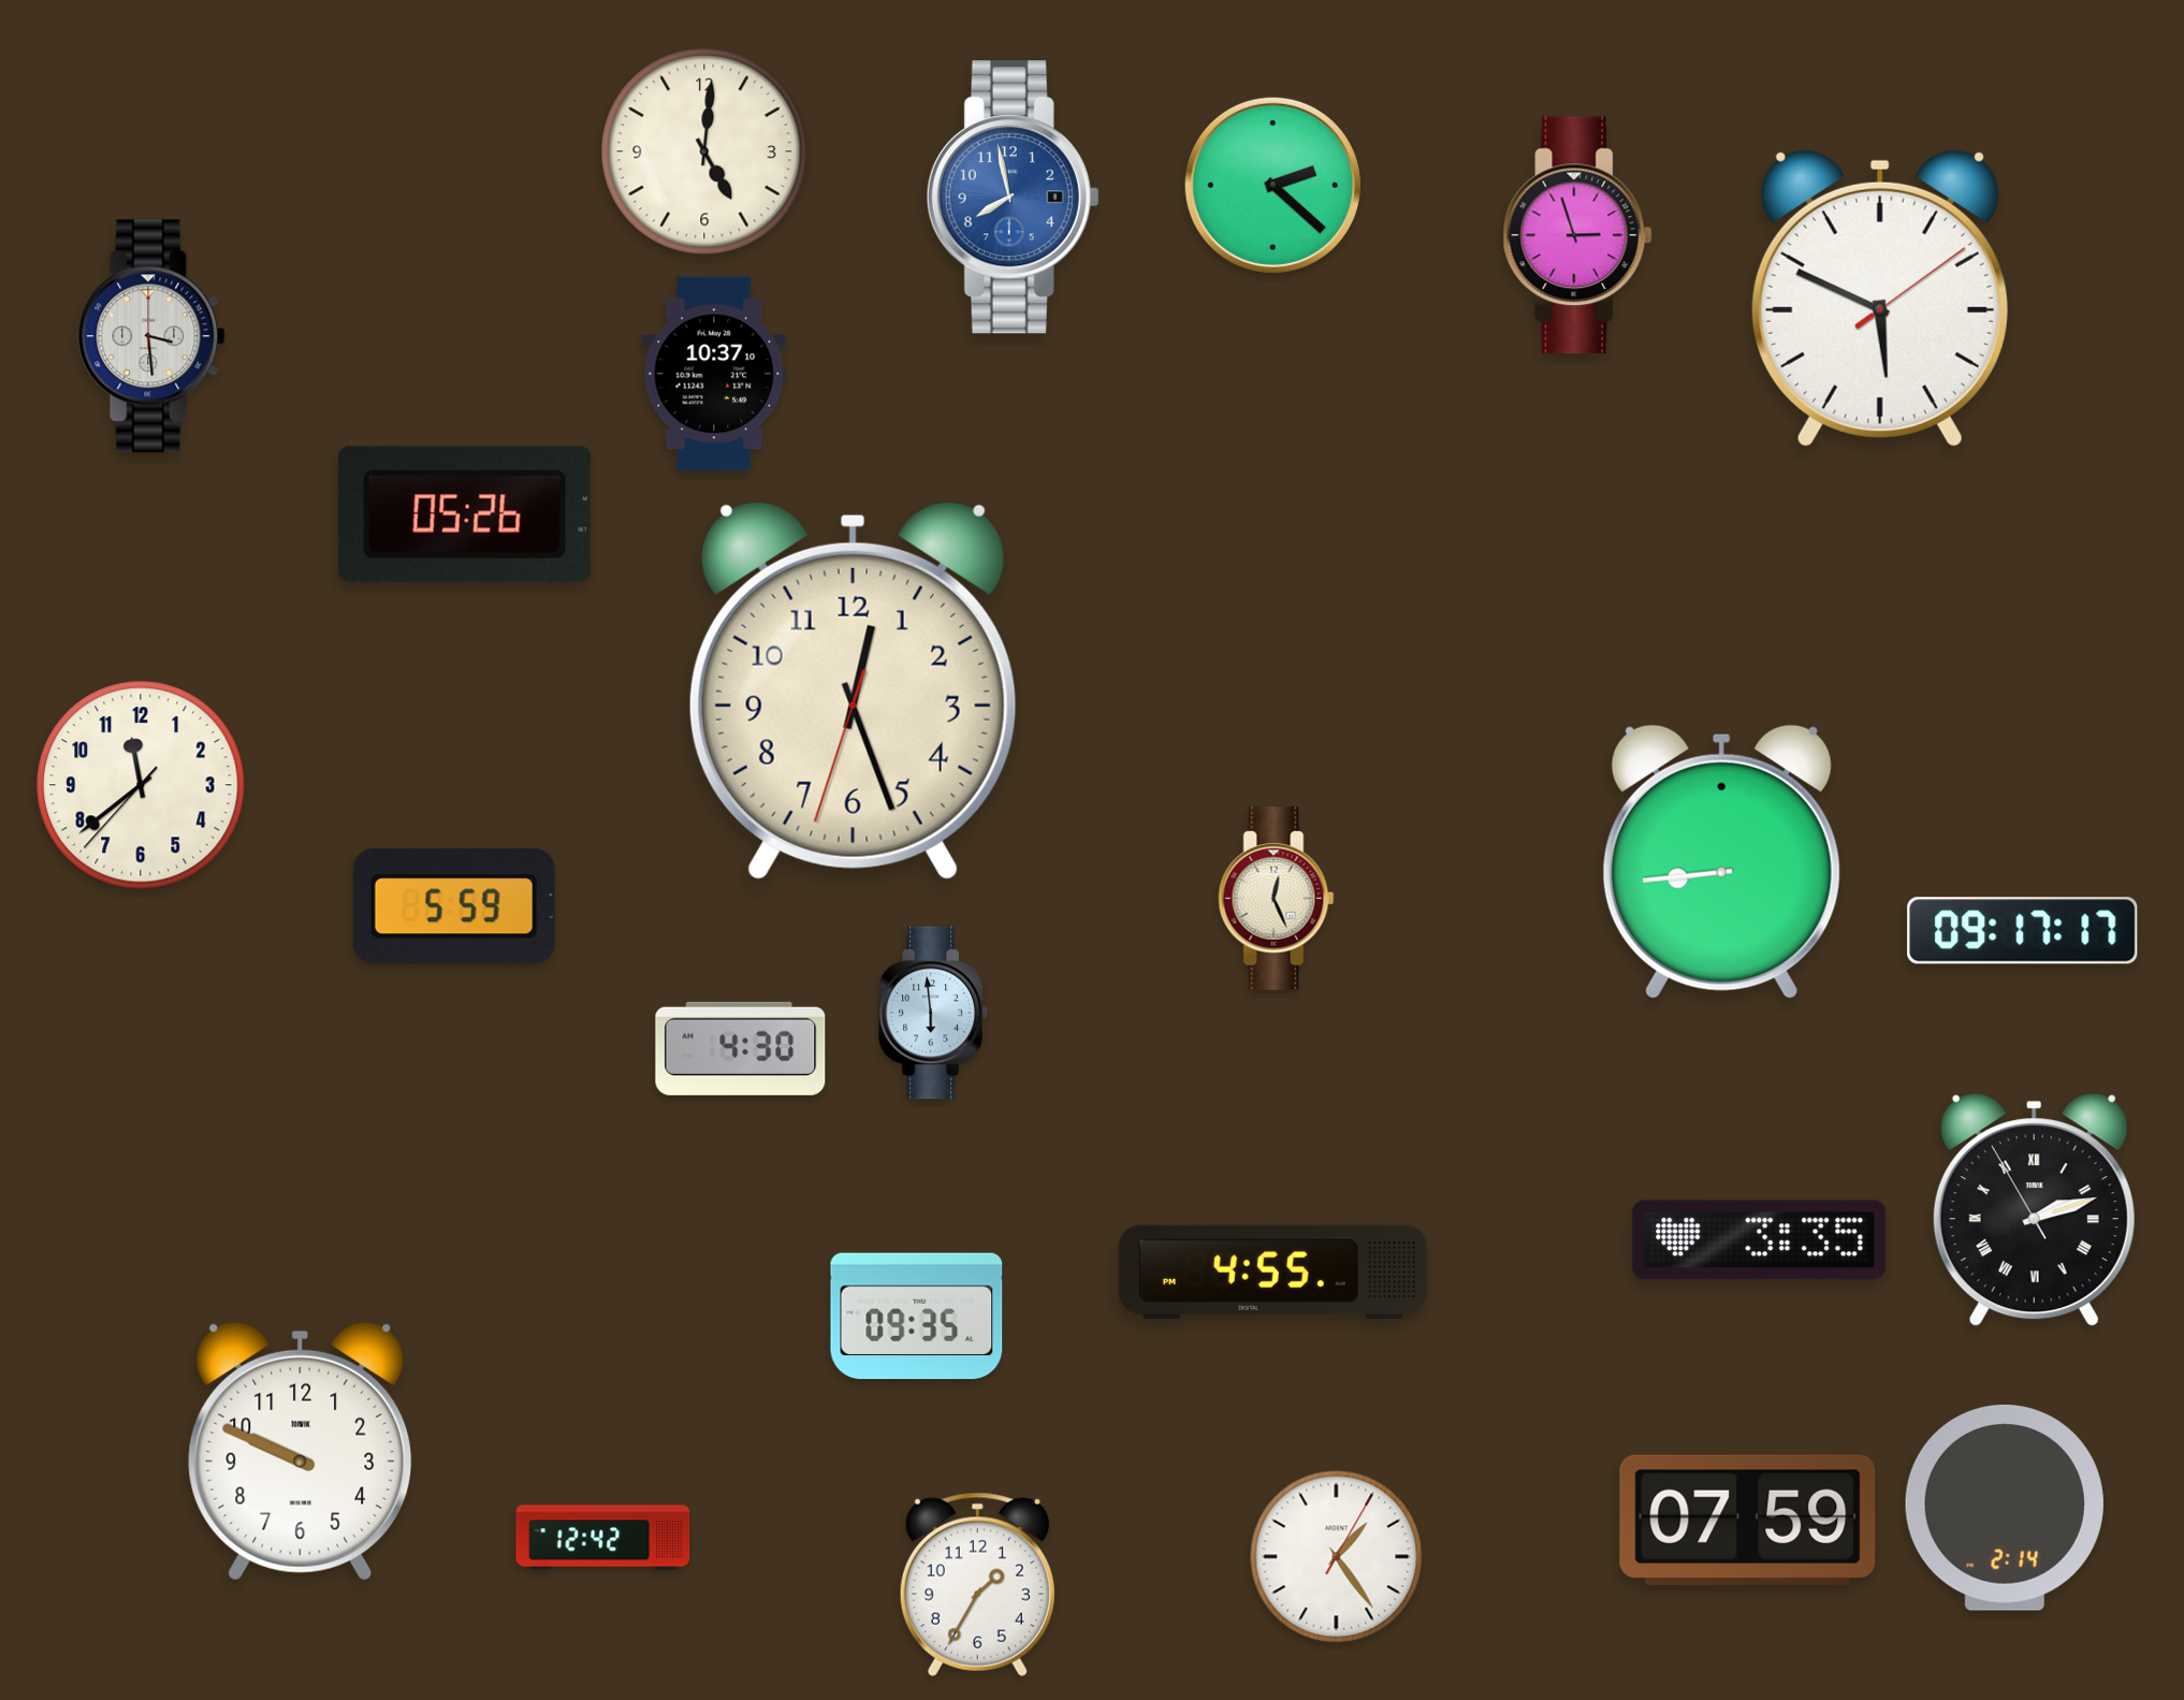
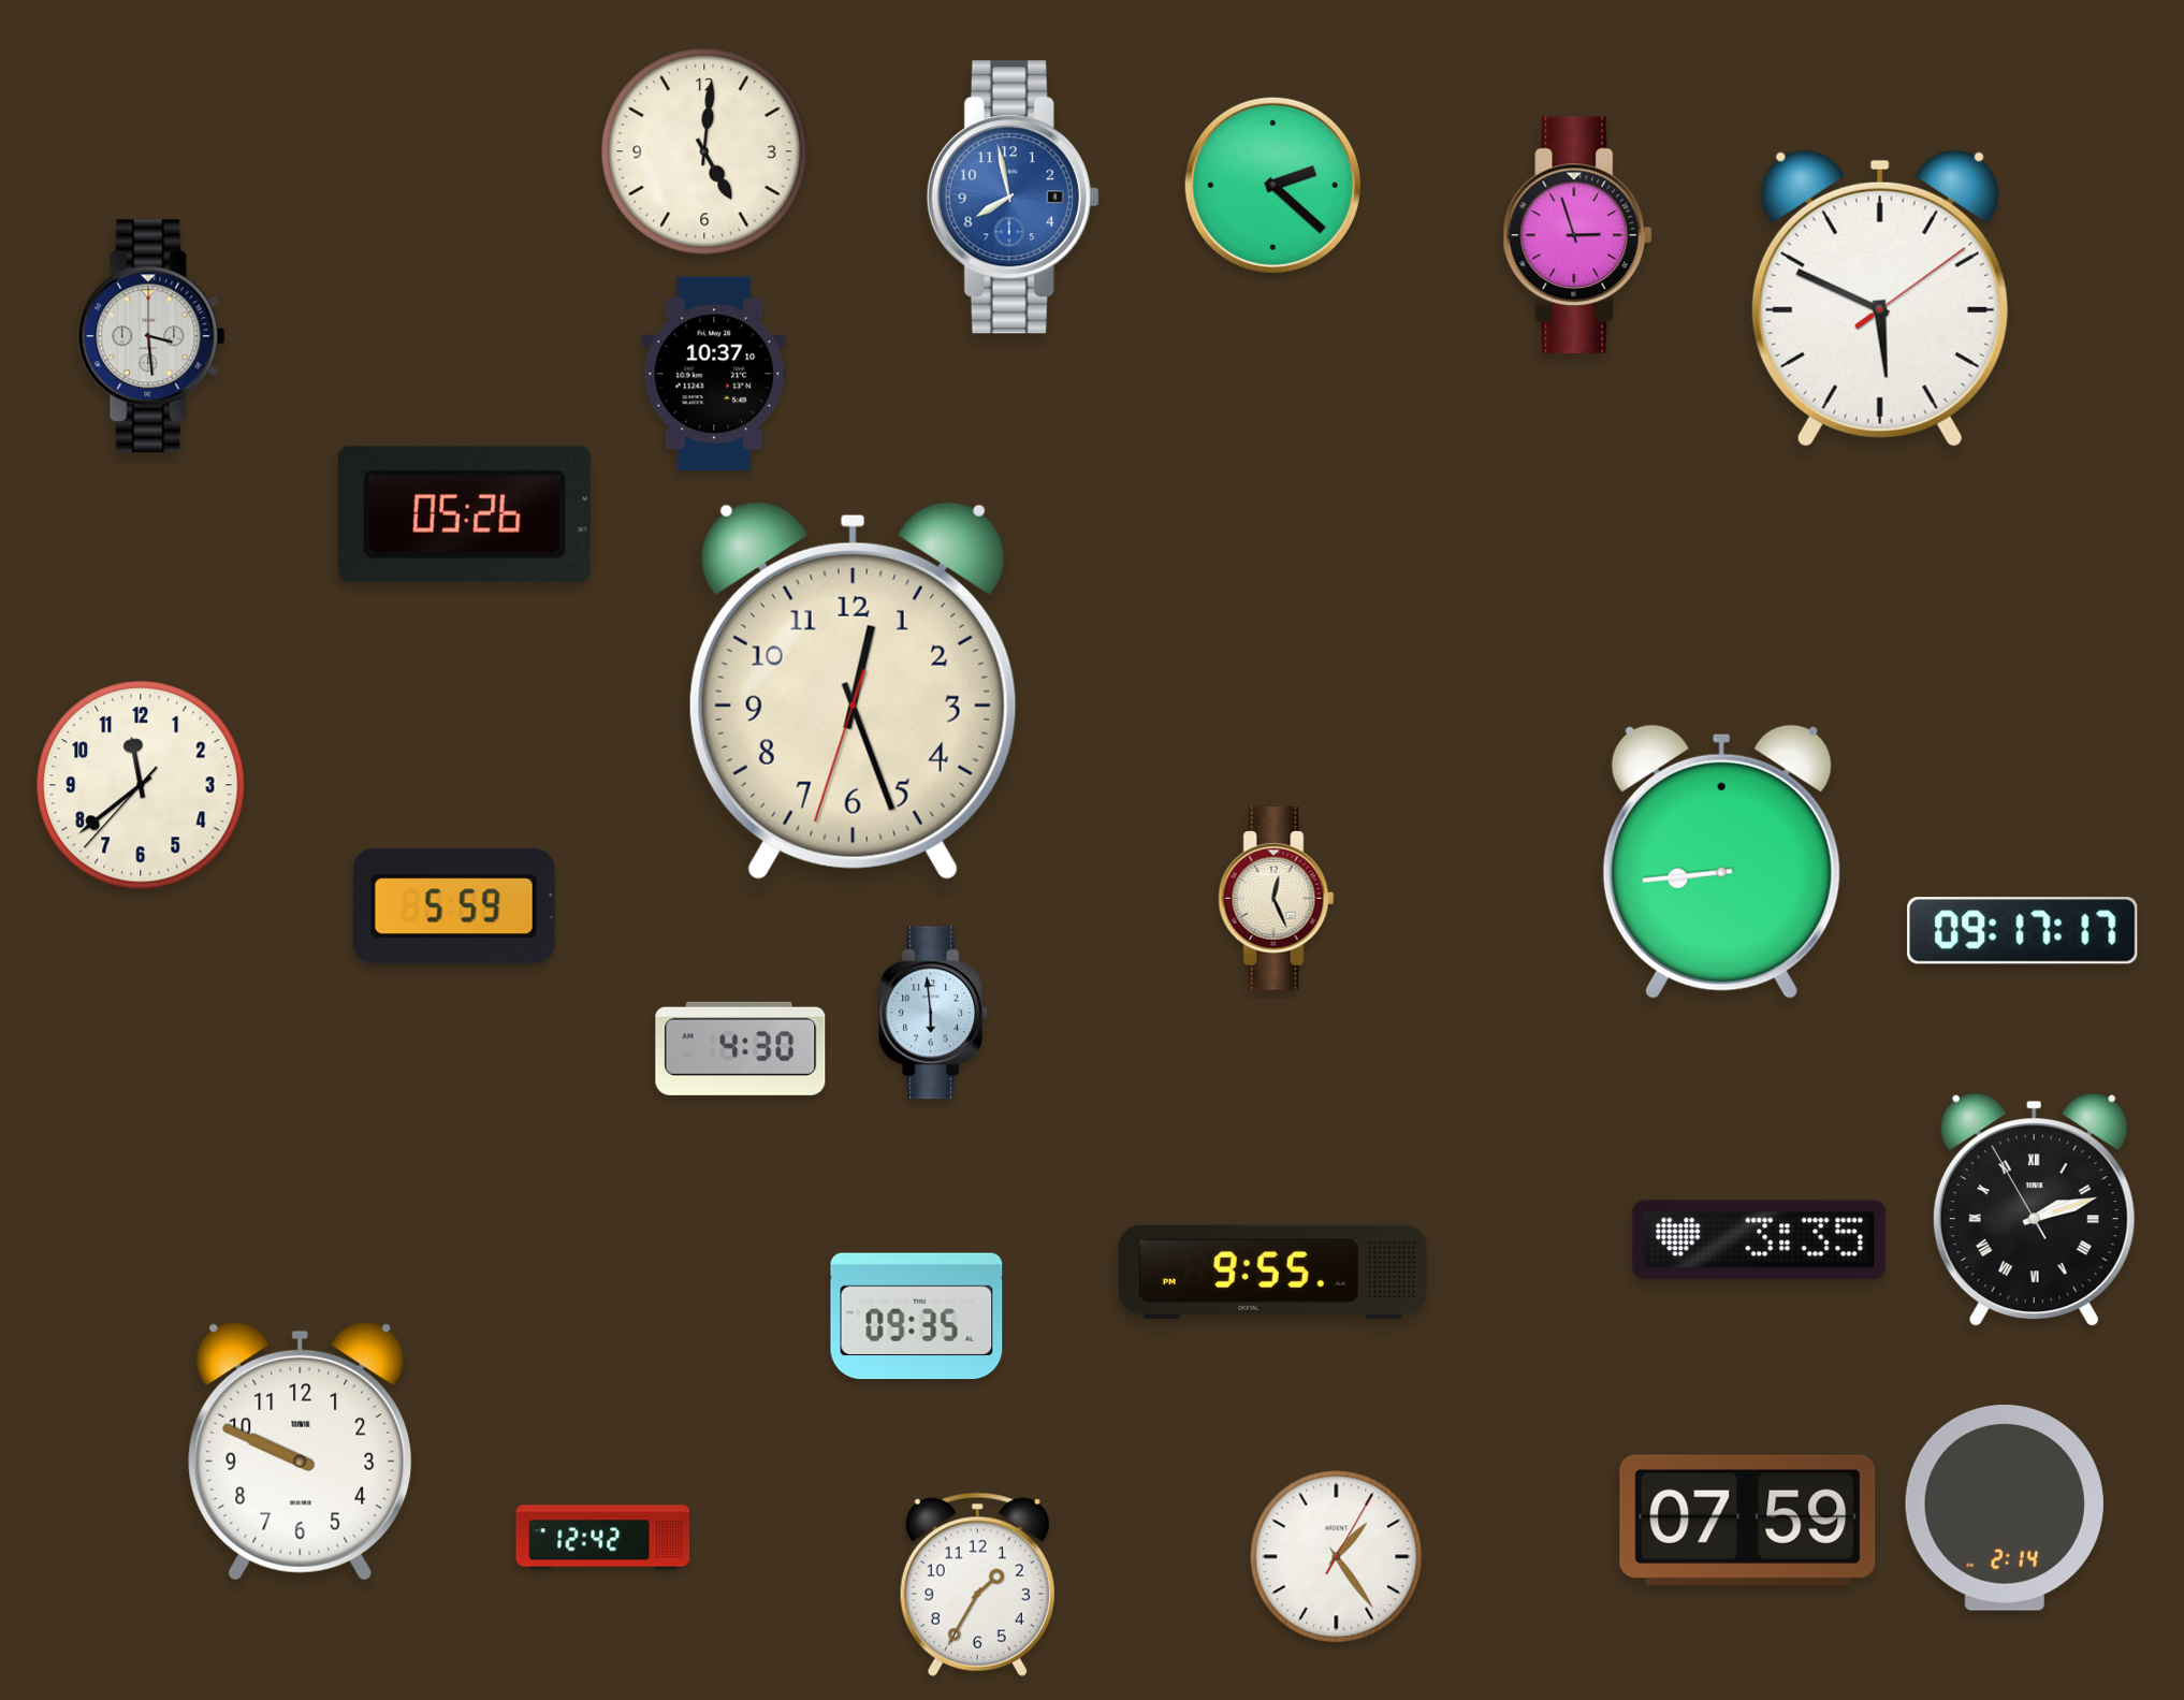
clock at (1272, 1272): 4:55 -> 9:55
